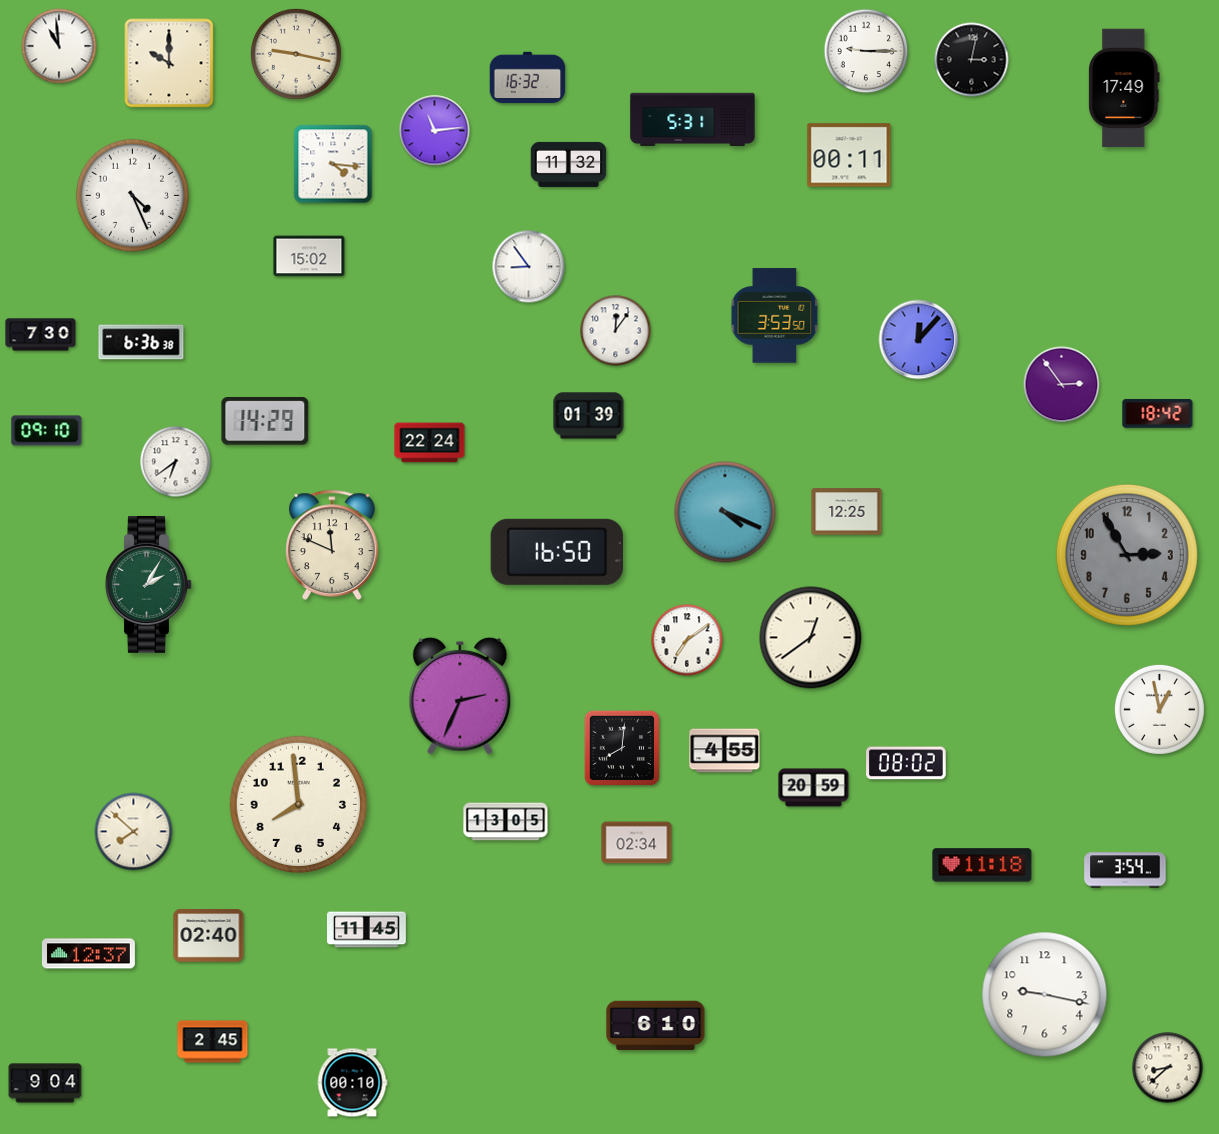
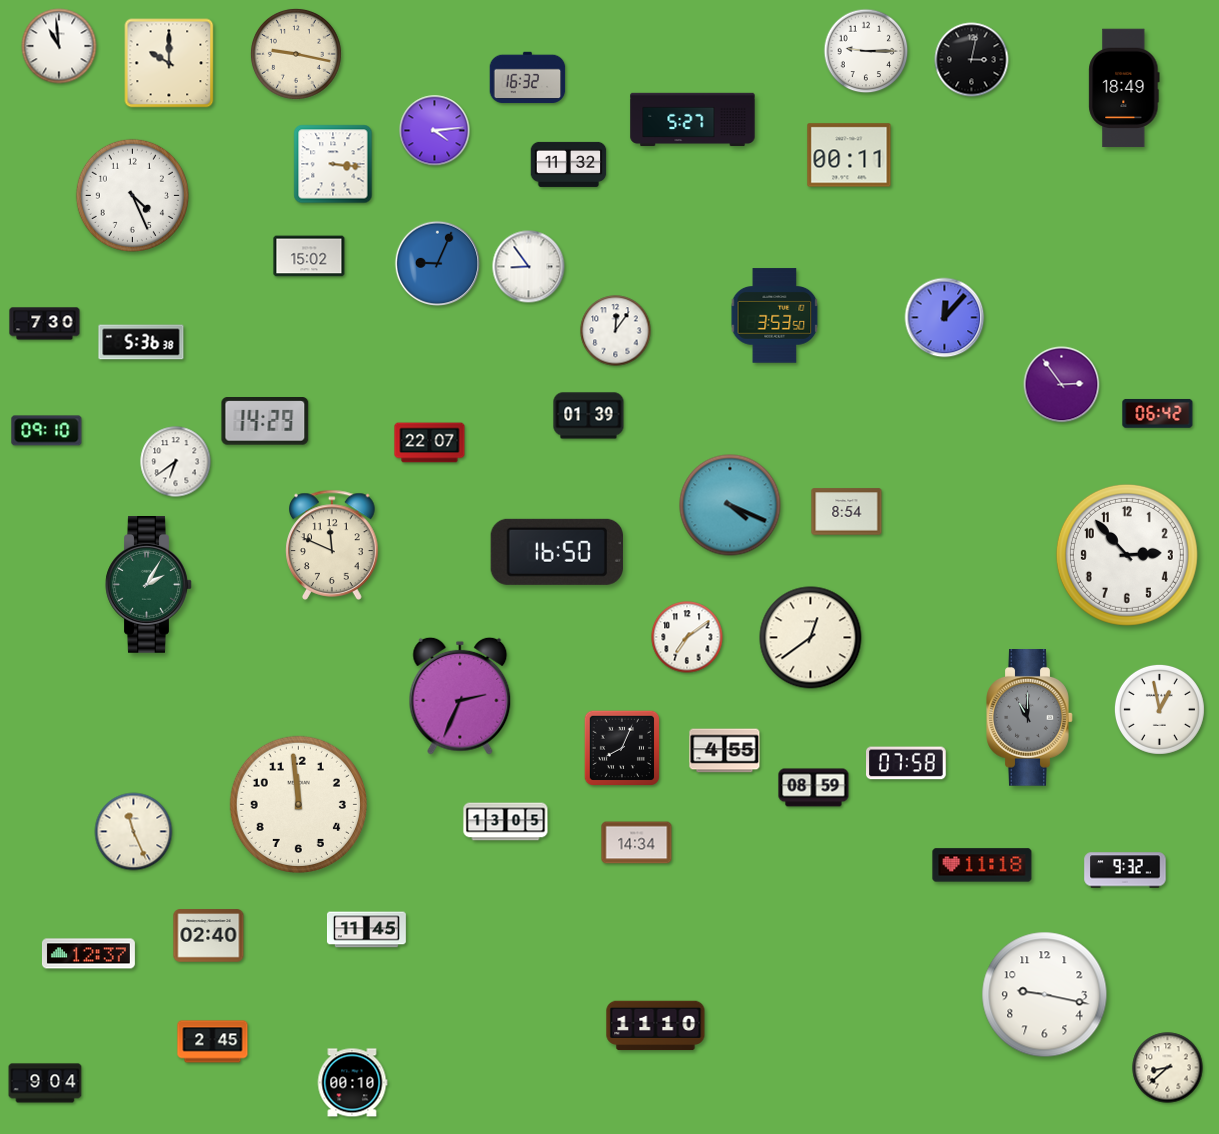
clock at (1124, 88): 17:49 -> 18:49
clock at (693, 120): 5:31 -> 5:27
clock at (435, 131): 11:14 -> 4:14
clock at (333, 164): 4:16 -> 3:16
clock at (438, 264): none -> 9:04
clock at (41, 335) position: (41, 335) -> (45, 324)
clock at (919, 340) position: (919, 340) -> (945, 318)
clock at (141, 342): 6:36 -> 5:36
clock at (1158, 413): 18:42 -> 06:42
clock at (430, 443): 22:24 -> 22:07
clock at (725, 512) position: (725, 512) -> (730, 505)
clock at (847, 512): 12:25 -> 8:54
clock at (1127, 555): 2:55 -> 2:53
clock at (1127, 555) dial: grey -> white
clock at (687, 640) position: (687, 640) -> (687, 637)
clock at (1030, 718): none -> 11:00
clock at (622, 748): 8:01 -> 8:04
clock at (907, 763): 08:02 -> 07:58
clock at (814, 788): 20:59 -> 08:59
clock at (298, 804): 7:59 -> 11:59
clock at (134, 832): 7:52 -> 11:26
clock at (637, 843): 02:34 -> 14:34
clock at (1125, 870): 3:54 -> 9:32
clock at (656, 1026): 6:10 -> 11:10
